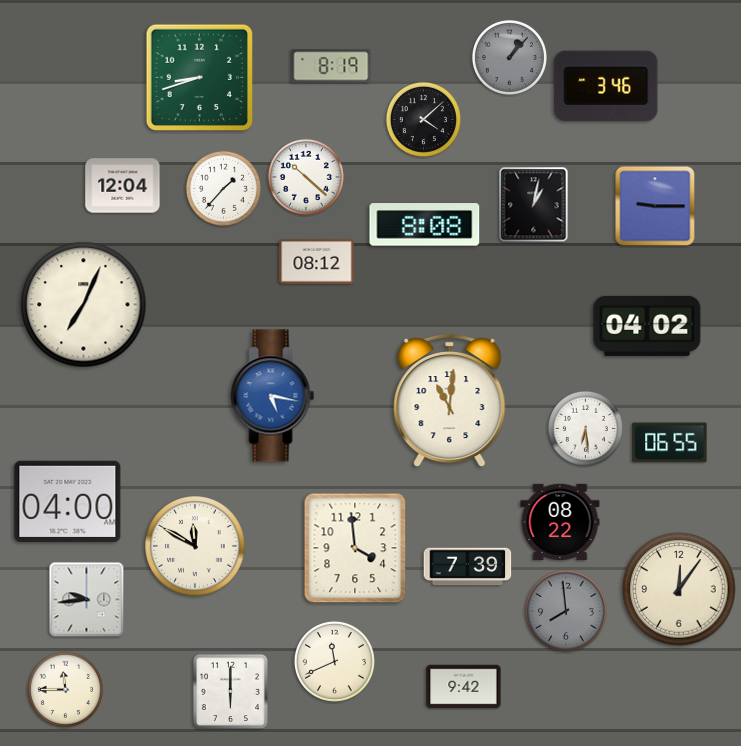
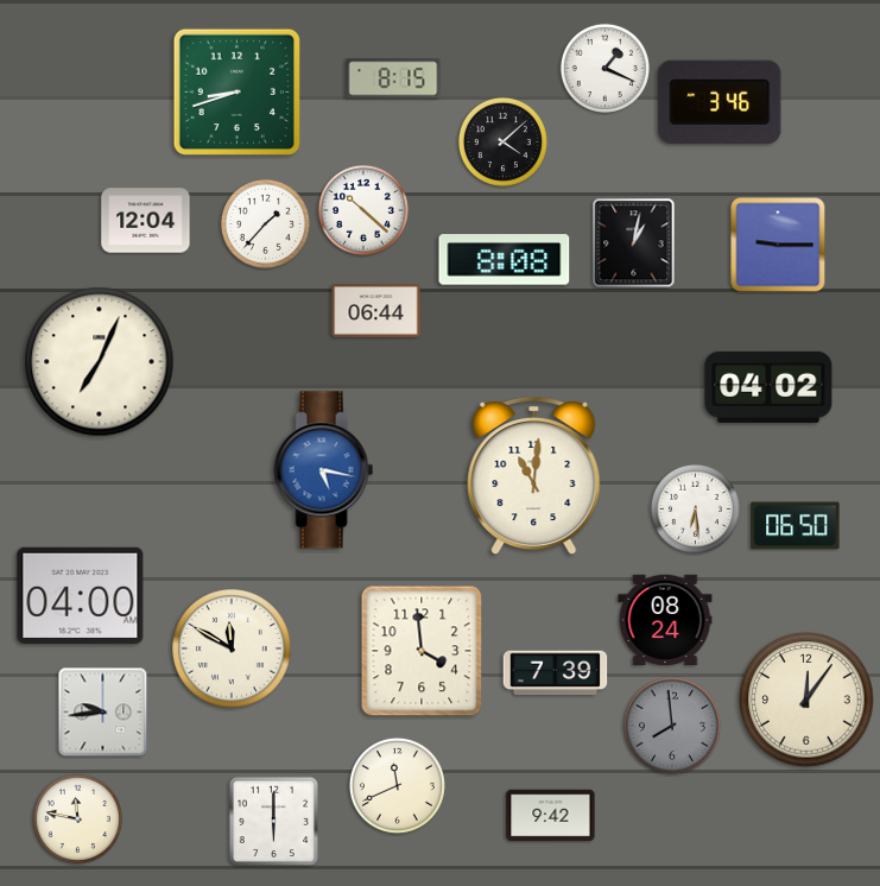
clock at (509, 57): 1:07 -> 1:19
clock at (509, 57) dial: grey -> white
clock at (331, 66): 8:19 -> 8:15
clock at (425, 225) position: (425, 225) -> (505, 260)
clock at (317, 262): 08:12 -> 06:44
clock at (670, 443): 06:55 -> 06:50
clock at (560, 521): 08:22 -> 08:24
clock at (65, 689): 11:45 -> 11:47
